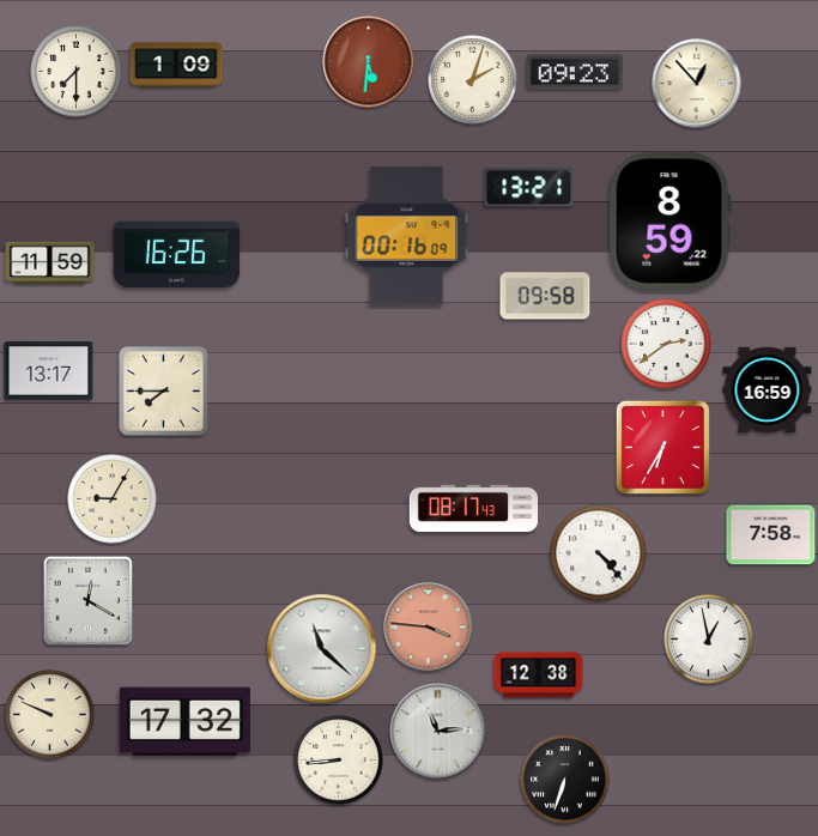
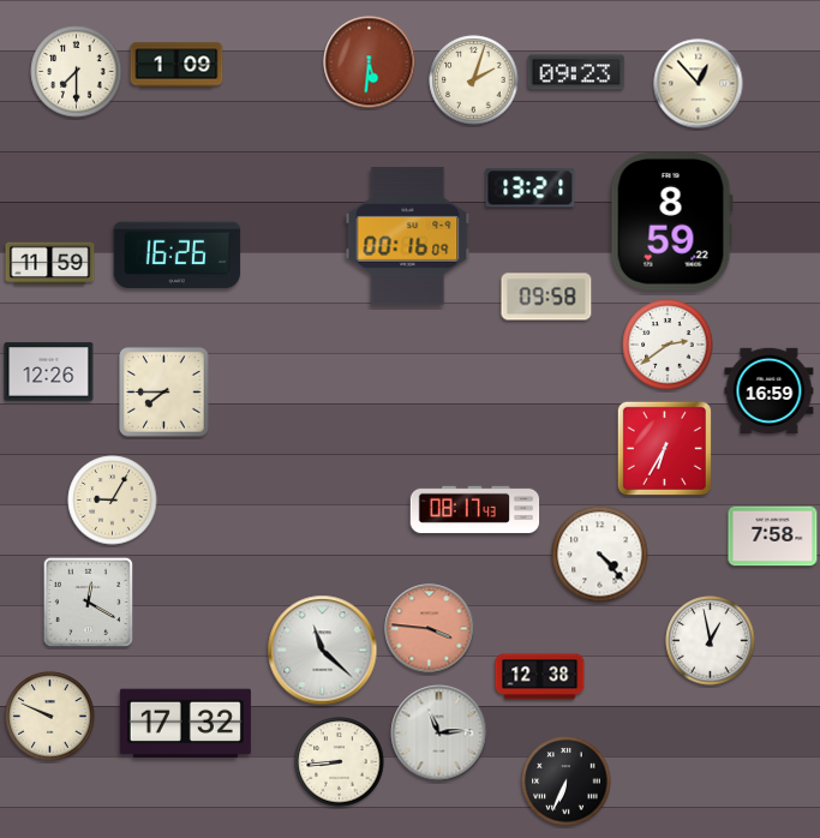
clock at (49, 371): 13:17 -> 12:26
clock at (565, 780): 6:33 -> 6:34
